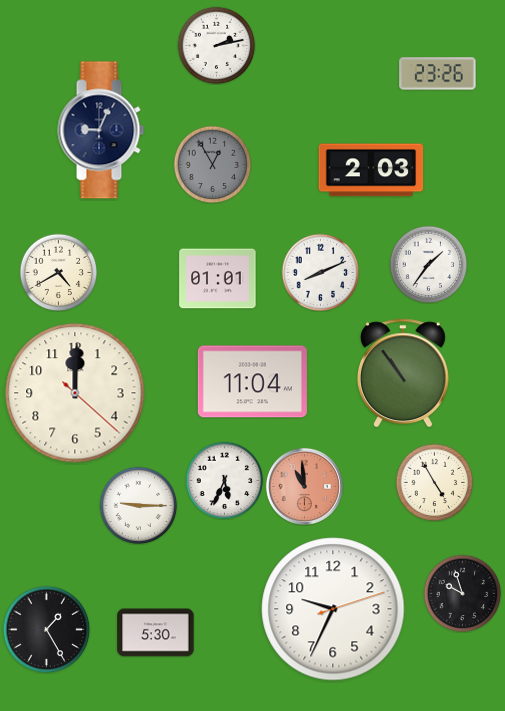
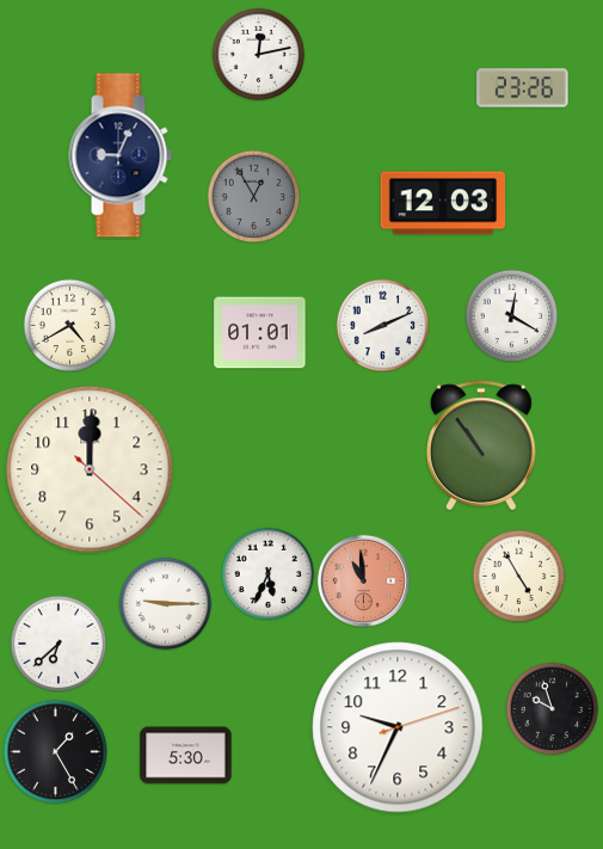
clock at (216, 45): 2:13 -> 12:13
clock at (371, 170): 2:03 -> 12:03
clock at (428, 264): 1:36 -> 12:20
clock at (252, 382): 11:04 -> none
clock at (59, 644): none -> 6:38
